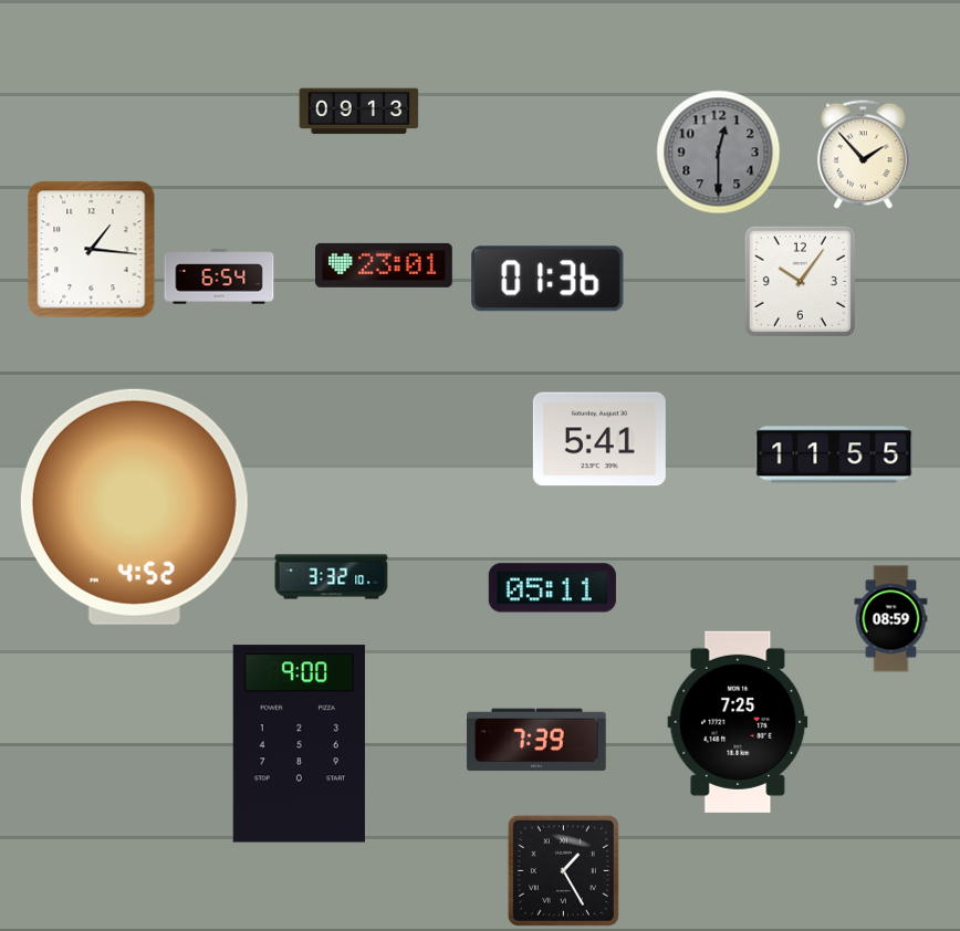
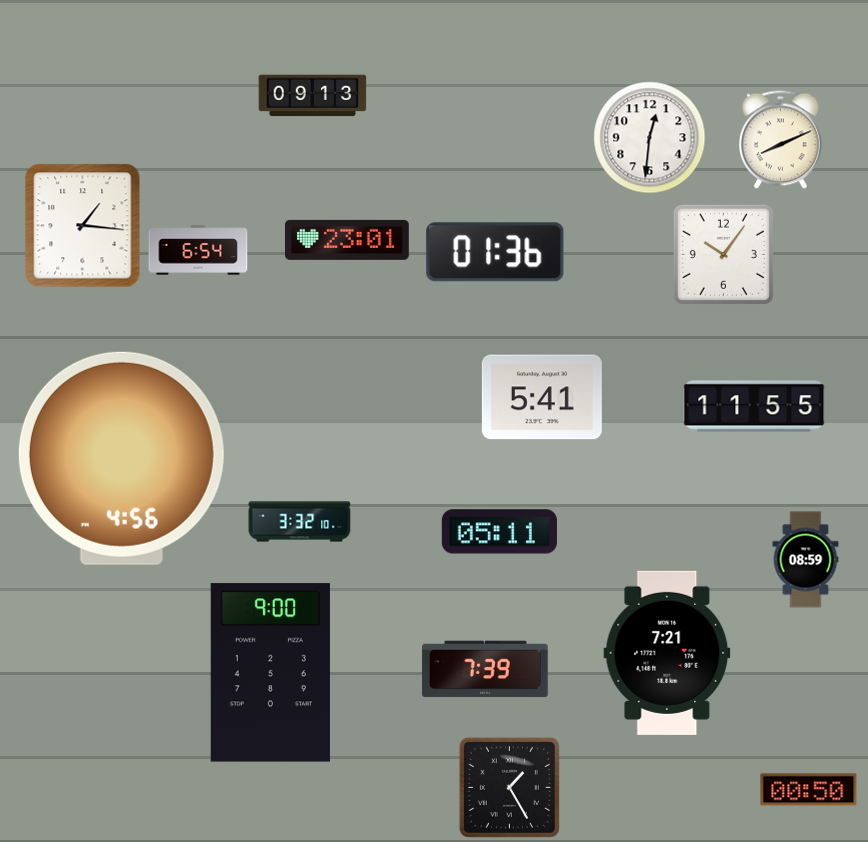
clock at (359, 112) position: (359, 112) -> (313, 96)
clock at (719, 153): 12:30 -> 12:31
clock at (719, 153) dial: grey -> white
clock at (864, 154): 1:53 -> 8:11
clock at (834, 454) position: (834, 454) -> (754, 406)
clock at (134, 506): 4:52 -> 4:56
clock at (738, 722): 7:25 -> 7:21
clock at (809, 790): none -> 00:50
